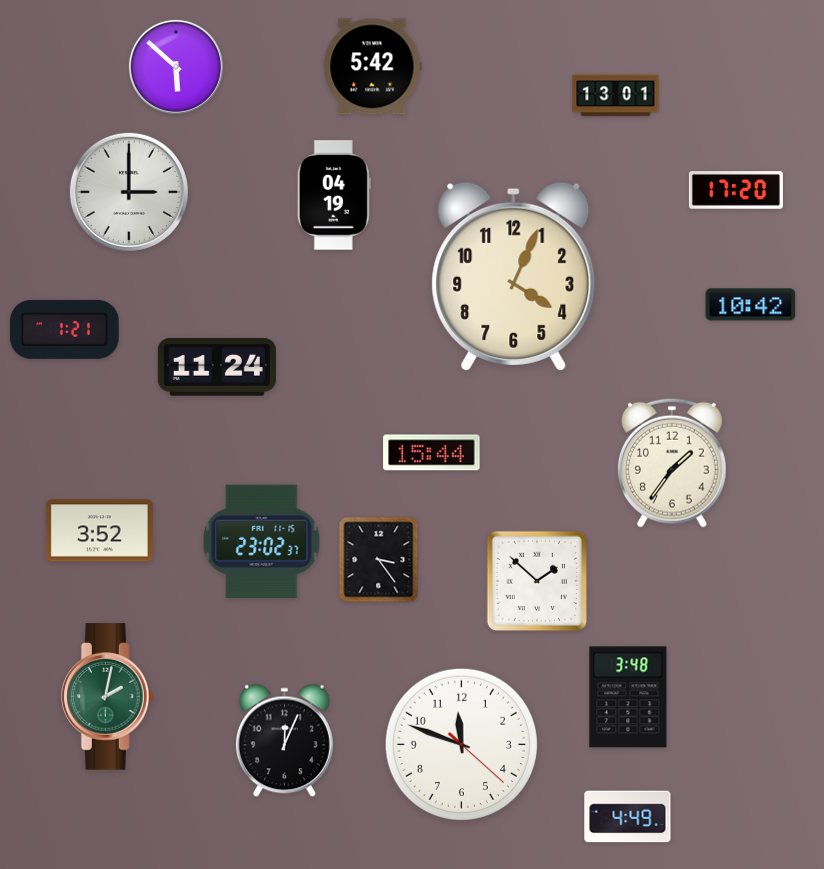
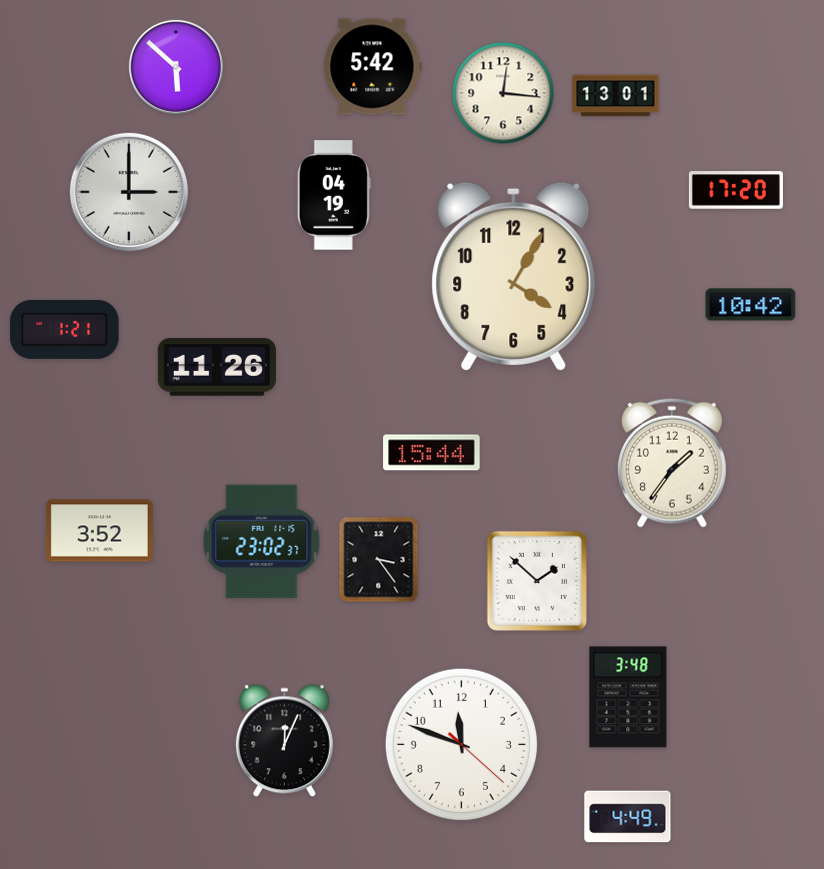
clock at (503, 93): none -> 12:16
clock at (514, 276): 4:04 -> 4:05
clock at (217, 367): 11:24 -> 11:26
clock at (107, 697): 2:02 -> none
